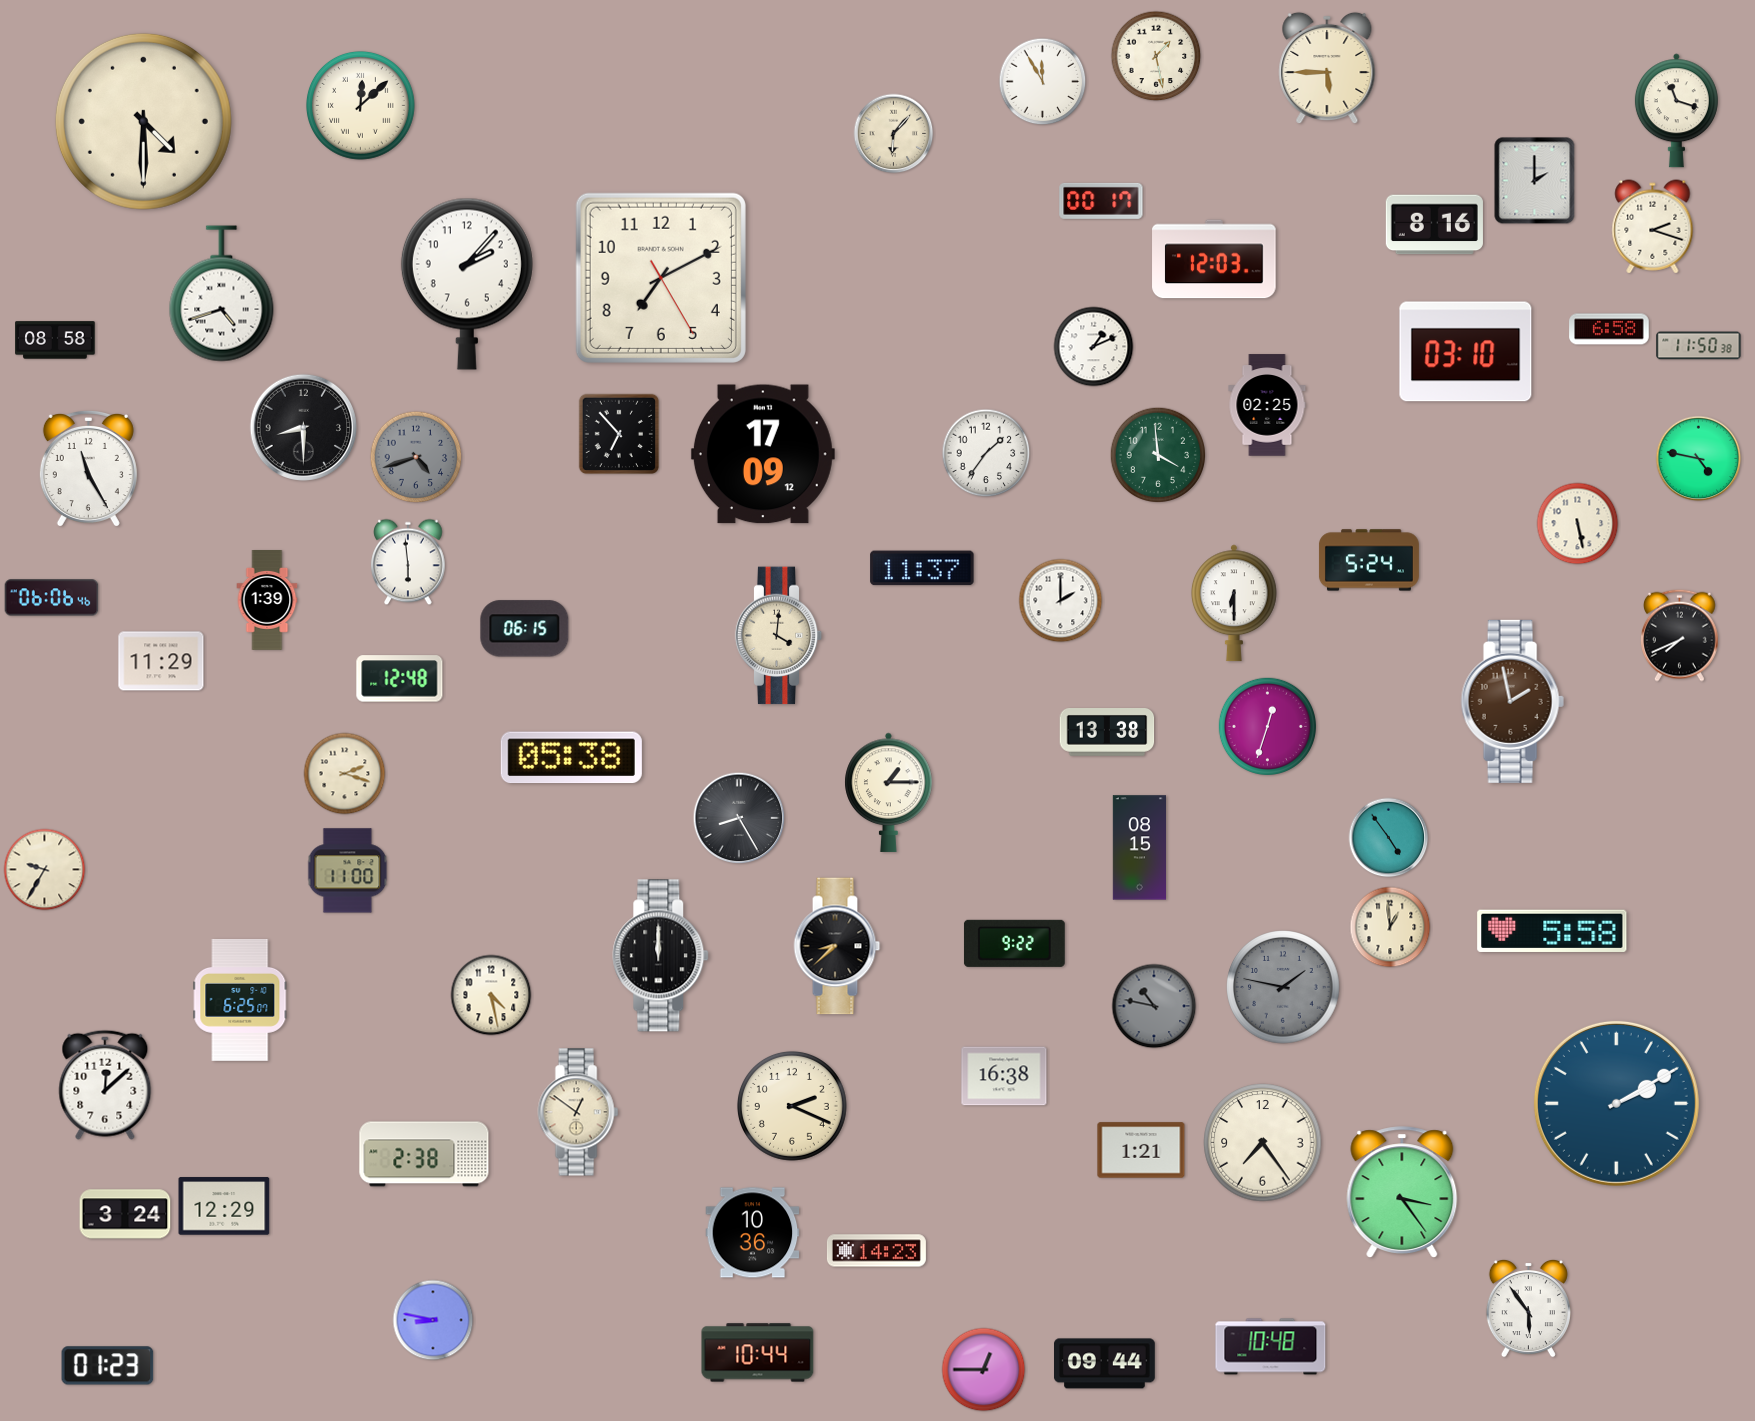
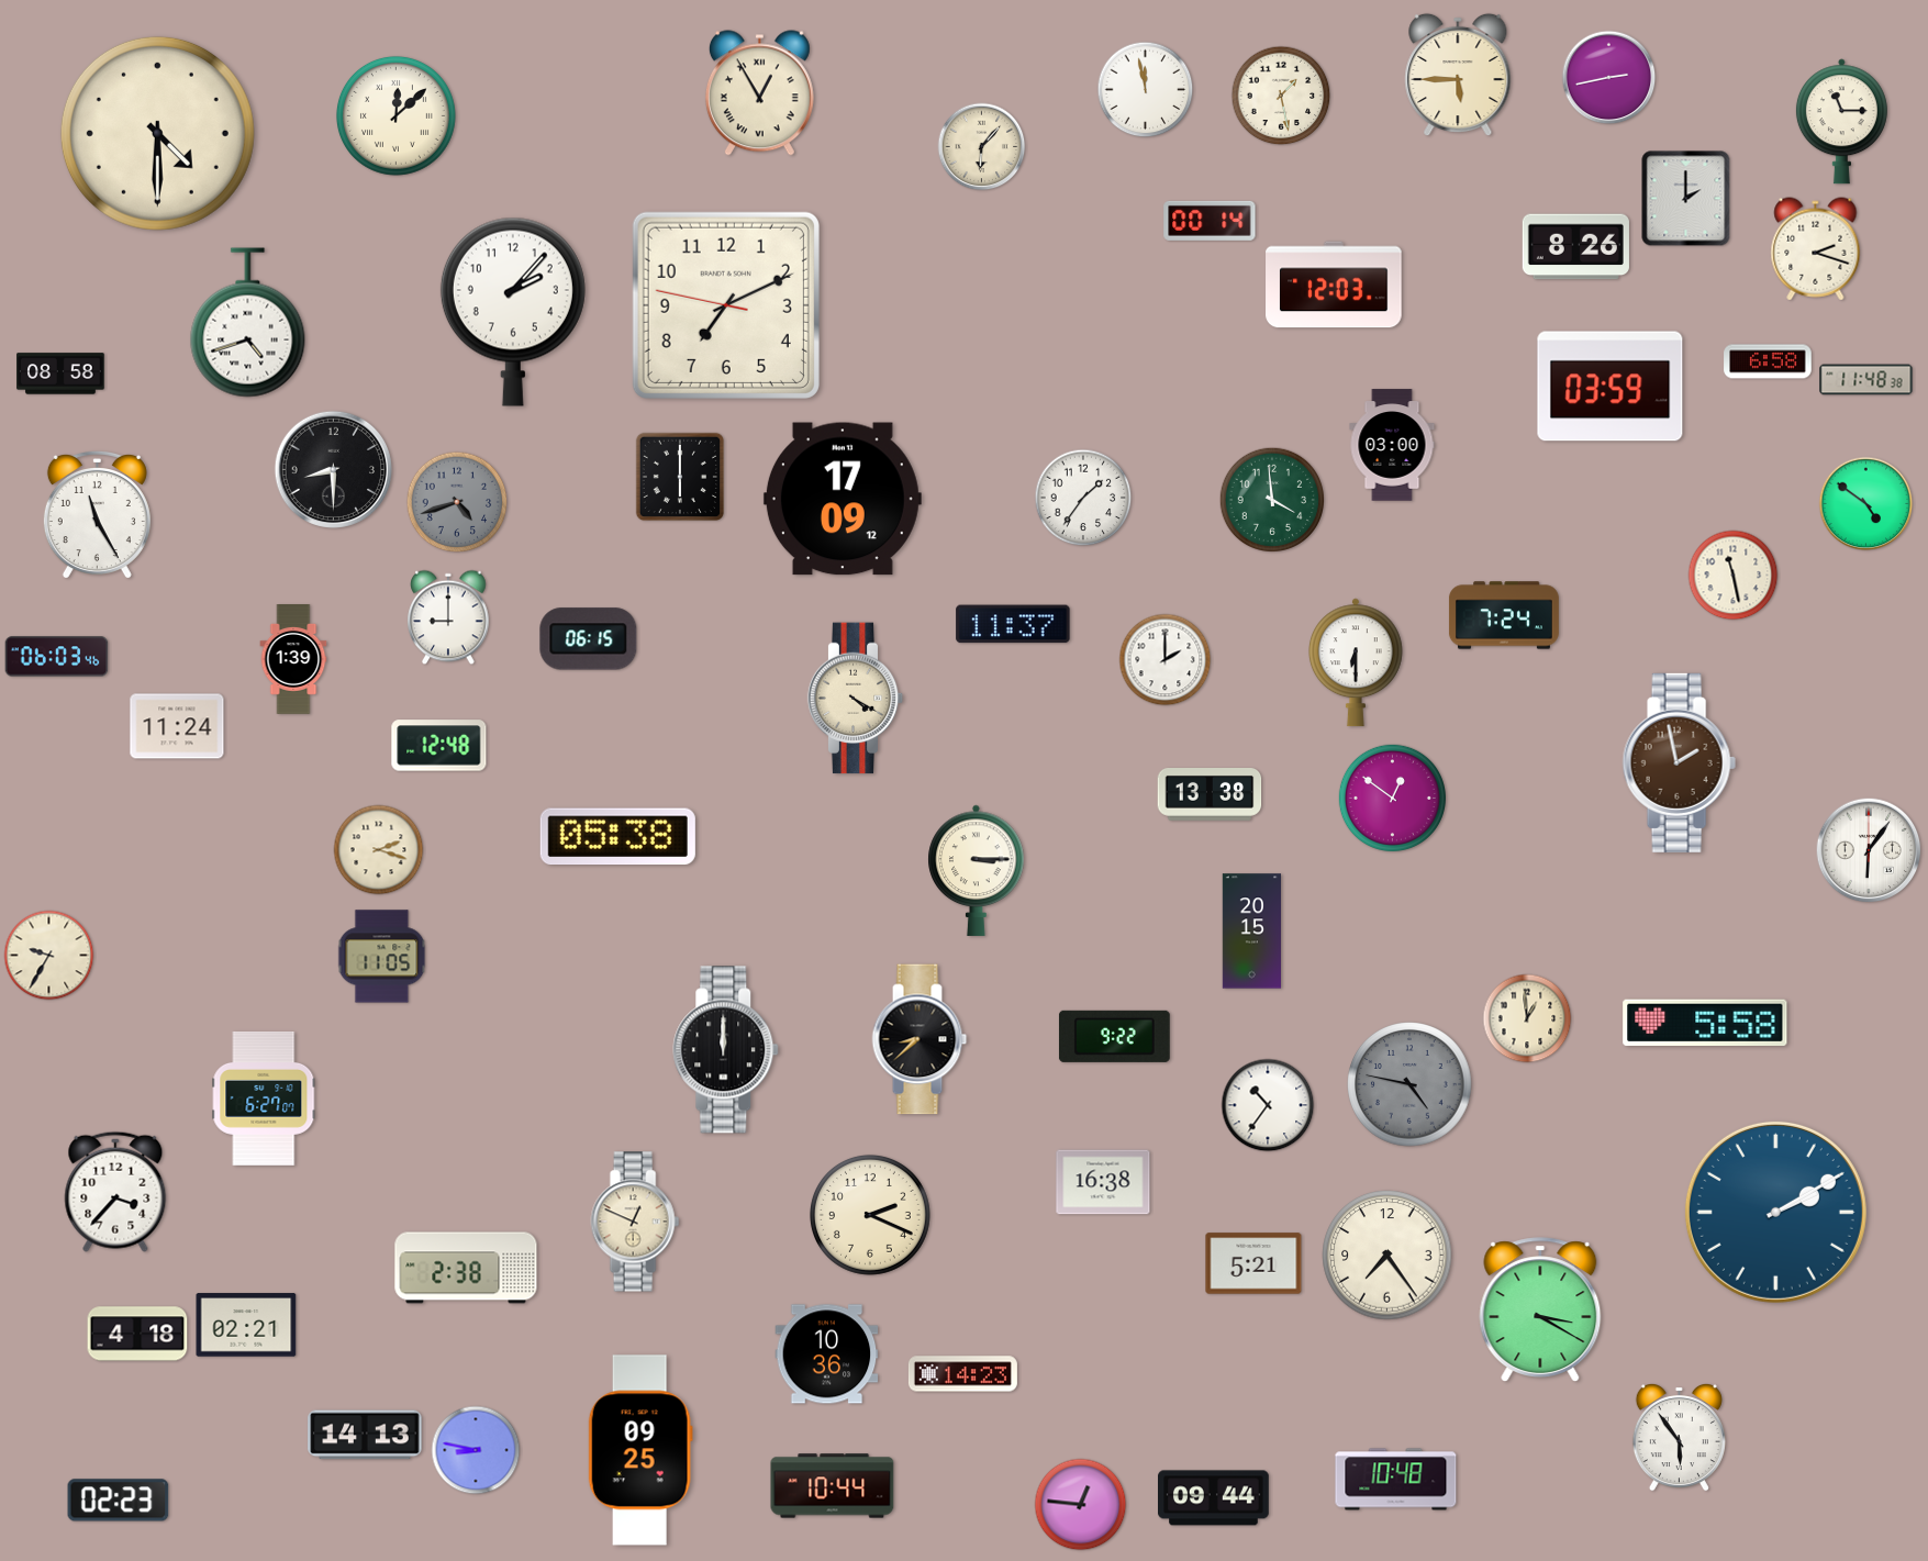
clock at (1156, 56) position: (1156, 56) -> (1281, 96)
clock at (1609, 78): none -> 2:43
clock at (1043, 82): 11:55 -> 11:58
clock at (759, 93): none -> 12:55
clock at (1676, 111): 11:18 -> 11:15
clock at (1101, 201): 00:17 -> 00:14
clock at (1434, 225): 8:16 -> 8:26
clock at (661, 278): 7:10:25 -> 7:10:47
clock at (222, 294) position: (222, 294) -> (248, 323)
clock at (1699, 346): 11:50 -> 11:48
clock at (1094, 347): 1:11 -> none
clock at (1466, 352): 03:10 -> 03:59
clock at (1267, 405): 02:25 -> 03:00
clock at (618, 433): 6:53 -> 6:00
clock at (763, 454) position: (763, 454) -> (843, 499)
clock at (1699, 459): 4:47 -> 4:51
clock at (1578, 524): 5:28 -> 11:28
clock at (1369, 560): 5:24 -> 7:24
clock at (408, 562): 5:59 -> 9:00
clock at (52, 598): 06:06 -> 06:03
clock at (525, 629) position: (525, 629) -> (589, 639)
clock at (1680, 635): 7:41 -> none
clock at (779, 636): 4:01 -> 4:20
clock at (161, 661): 11:29 -> 11:24
clock at (1512, 701) position: (1512, 701) -> (1679, 762)
clock at (1267, 726): 12:33 -> 12:51
clock at (1107, 733) position: (1107, 733) -> (1210, 795)
clock at (571, 758) position: (571, 758) -> (617, 837)
clock at (1869, 850): none -> 6:06
clock at (889, 792): 1:15 -> 3:15
clock at (739, 818): 8:25 -> none
clock at (1389, 838): 4:54 -> none
clock at (1139, 848): 08:15 -> 20:15
clock at (348, 871): 11:00 -> 11:05
clock at (1283, 987): 1:47 -> 4:47
clock at (491, 995): 4:28 -> none
clock at (240, 1000): 6:25 -> 6:27
clock at (1154, 1006): 10:47 -> 10:36
clock at (1154, 1006) dial: grey -> white
clock at (105, 1085): 12:08 -> 3:37
clock at (578, 1112): 12:51 -> 12:49
clock at (1141, 1150): 1:21 -> 5:21
clock at (1402, 1192): 3:24 -> 3:20
clock at (224, 1206): 12:29 -> 02:21
clock at (125, 1214): 3:24 -> 4:18
clock at (365, 1435): none -> 14:13
clock at (640, 1450): none -> 09:25
clock at (108, 1366): 01:23 -> 02:23
clock at (984, 1370): 12:45 -> 12:46
